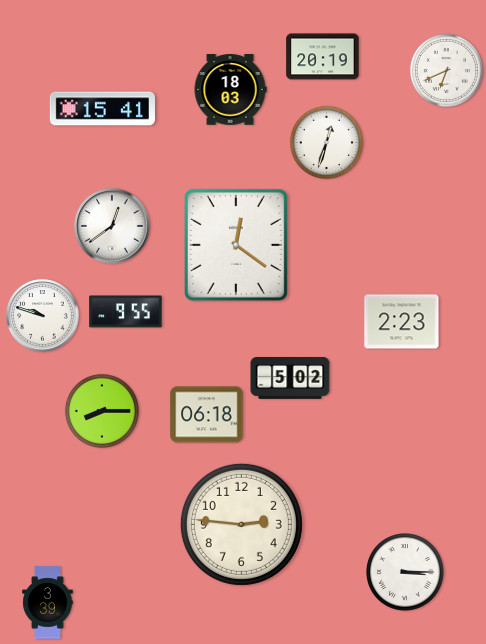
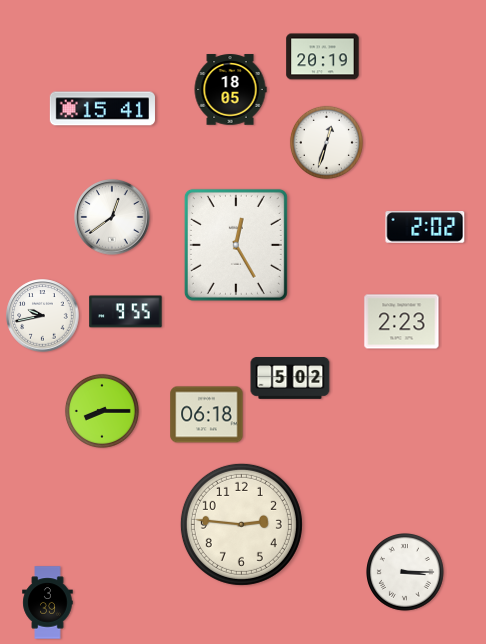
clock at (446, 70): 6:41 -> none
clock at (230, 90): 18:03 -> 18:05
clock at (112, 226) position: (112, 226) -> (112, 217)
clock at (425, 228): none -> 2:02
clock at (236, 245): 12:21 -> 12:25
clock at (43, 316): 9:48 -> 9:43
